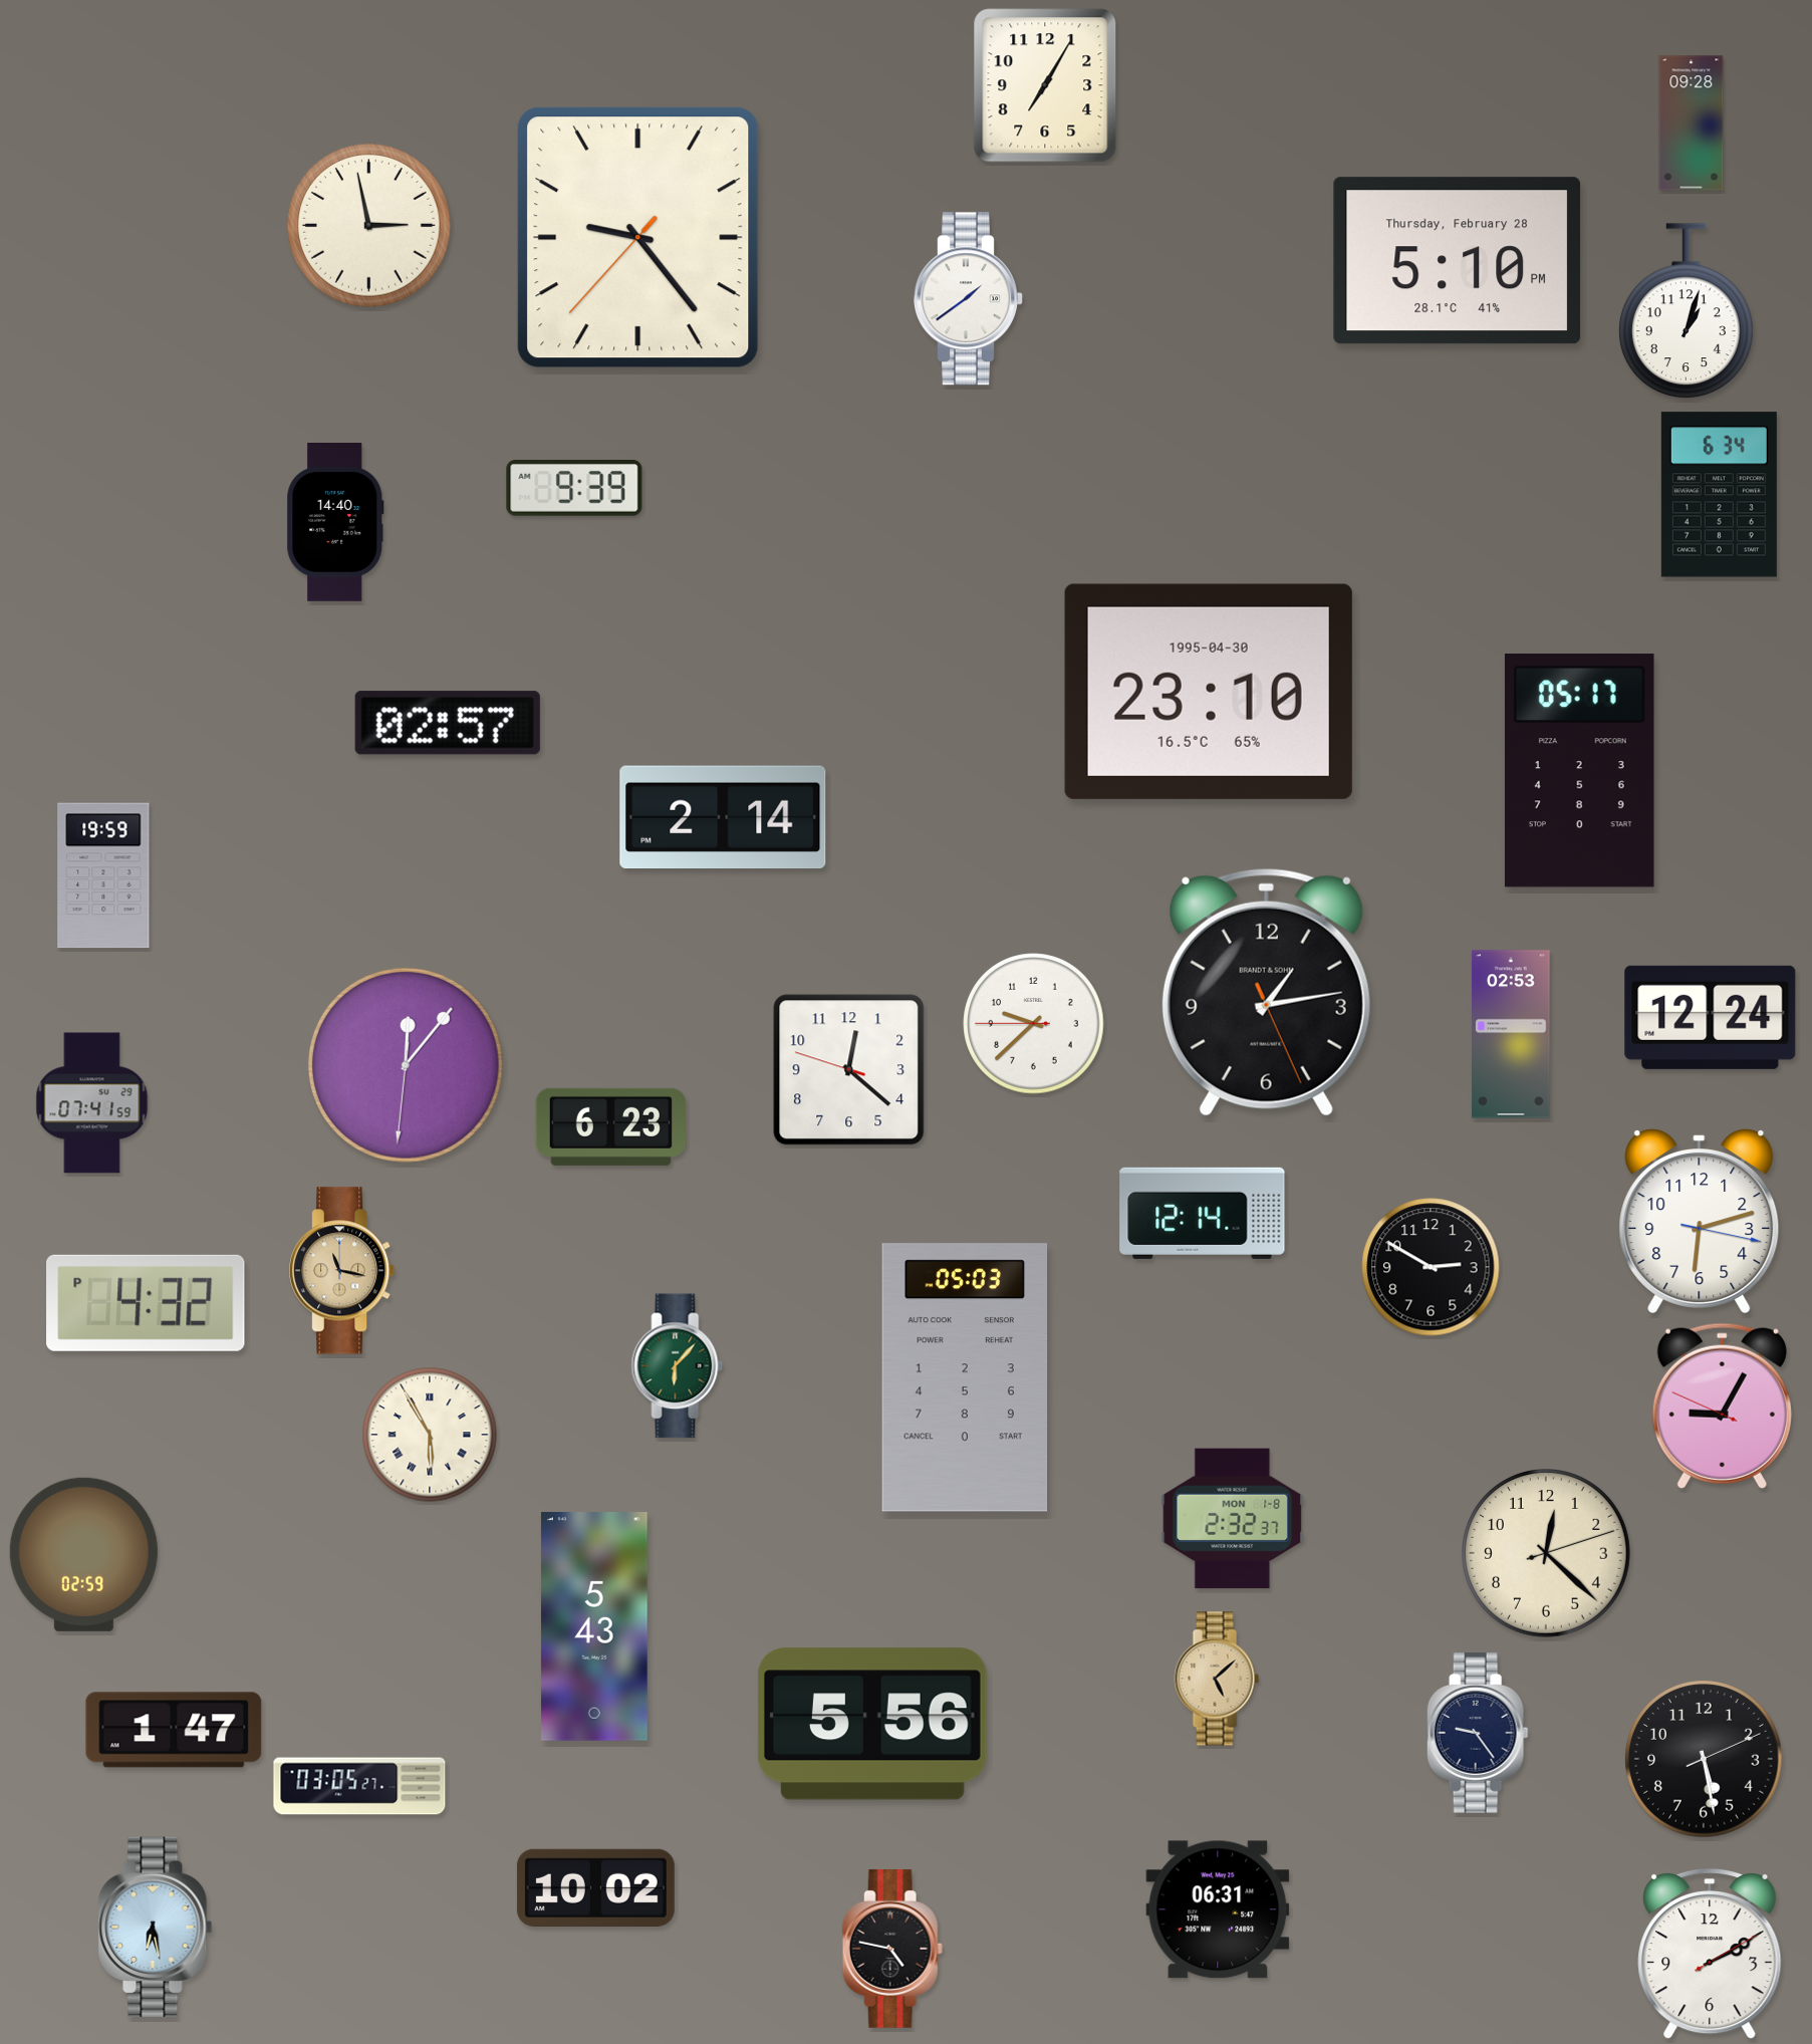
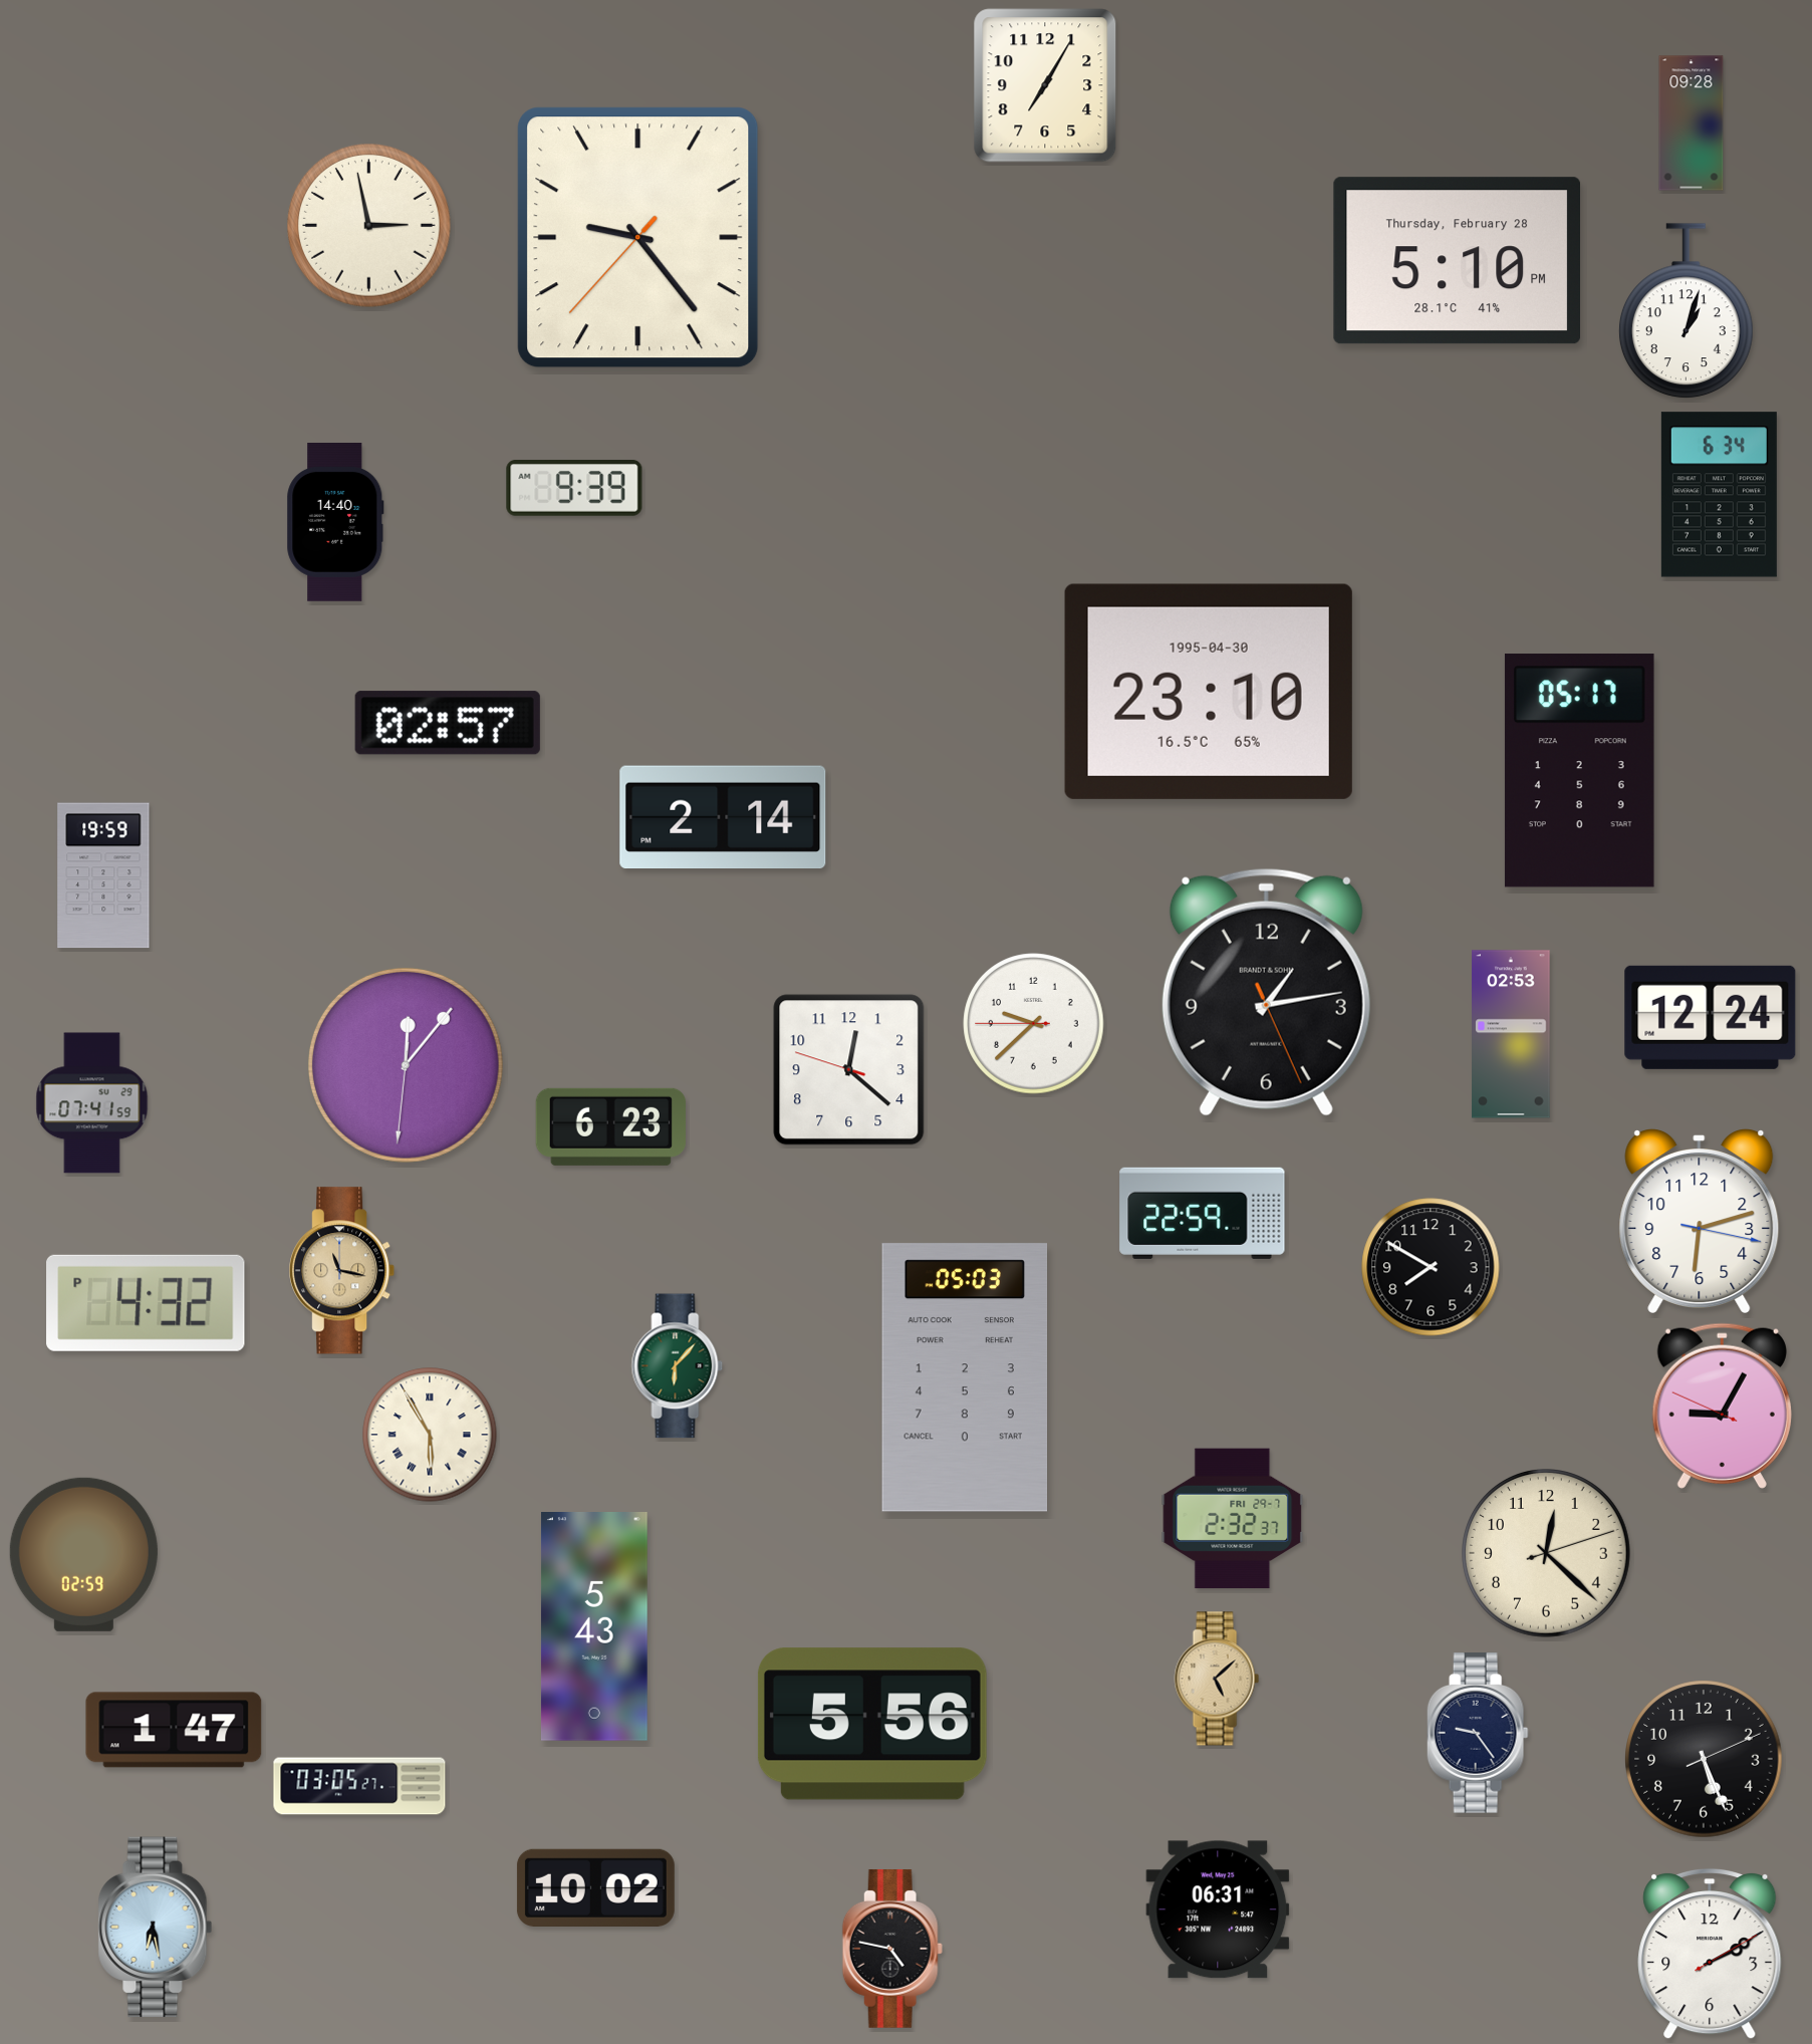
clock at (969, 299): 1:39 -> none
clock at (1203, 1213): 12:14 -> 22:59
clock at (1431, 1267): 2:50 -> 7:50
clock at (1233, 1519) date: MON 1-8 -> FRI 29-7
clock at (1704, 1759): 5:28 -> 5:26
